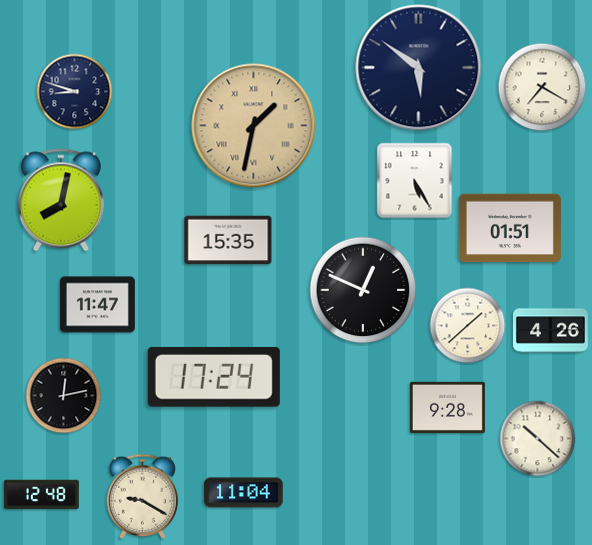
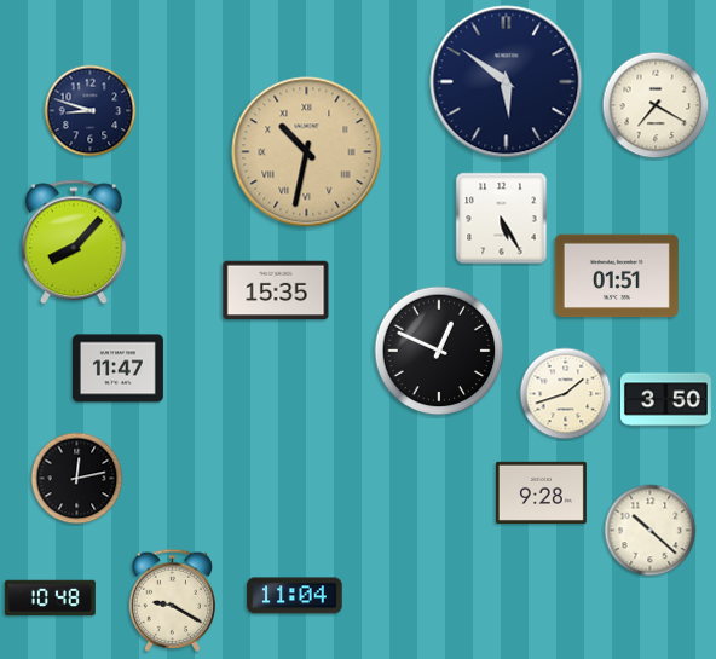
clock at (254, 126): 1:32 -> 10:32
clock at (61, 200): 8:02 -> 8:07
clock at (468, 326): 1:38 -> 1:42
clock at (550, 331): 4:26 -> 3:50
clock at (214, 377): 17:24 -> none
clock at (41, 495): 12:48 -> 10:48
